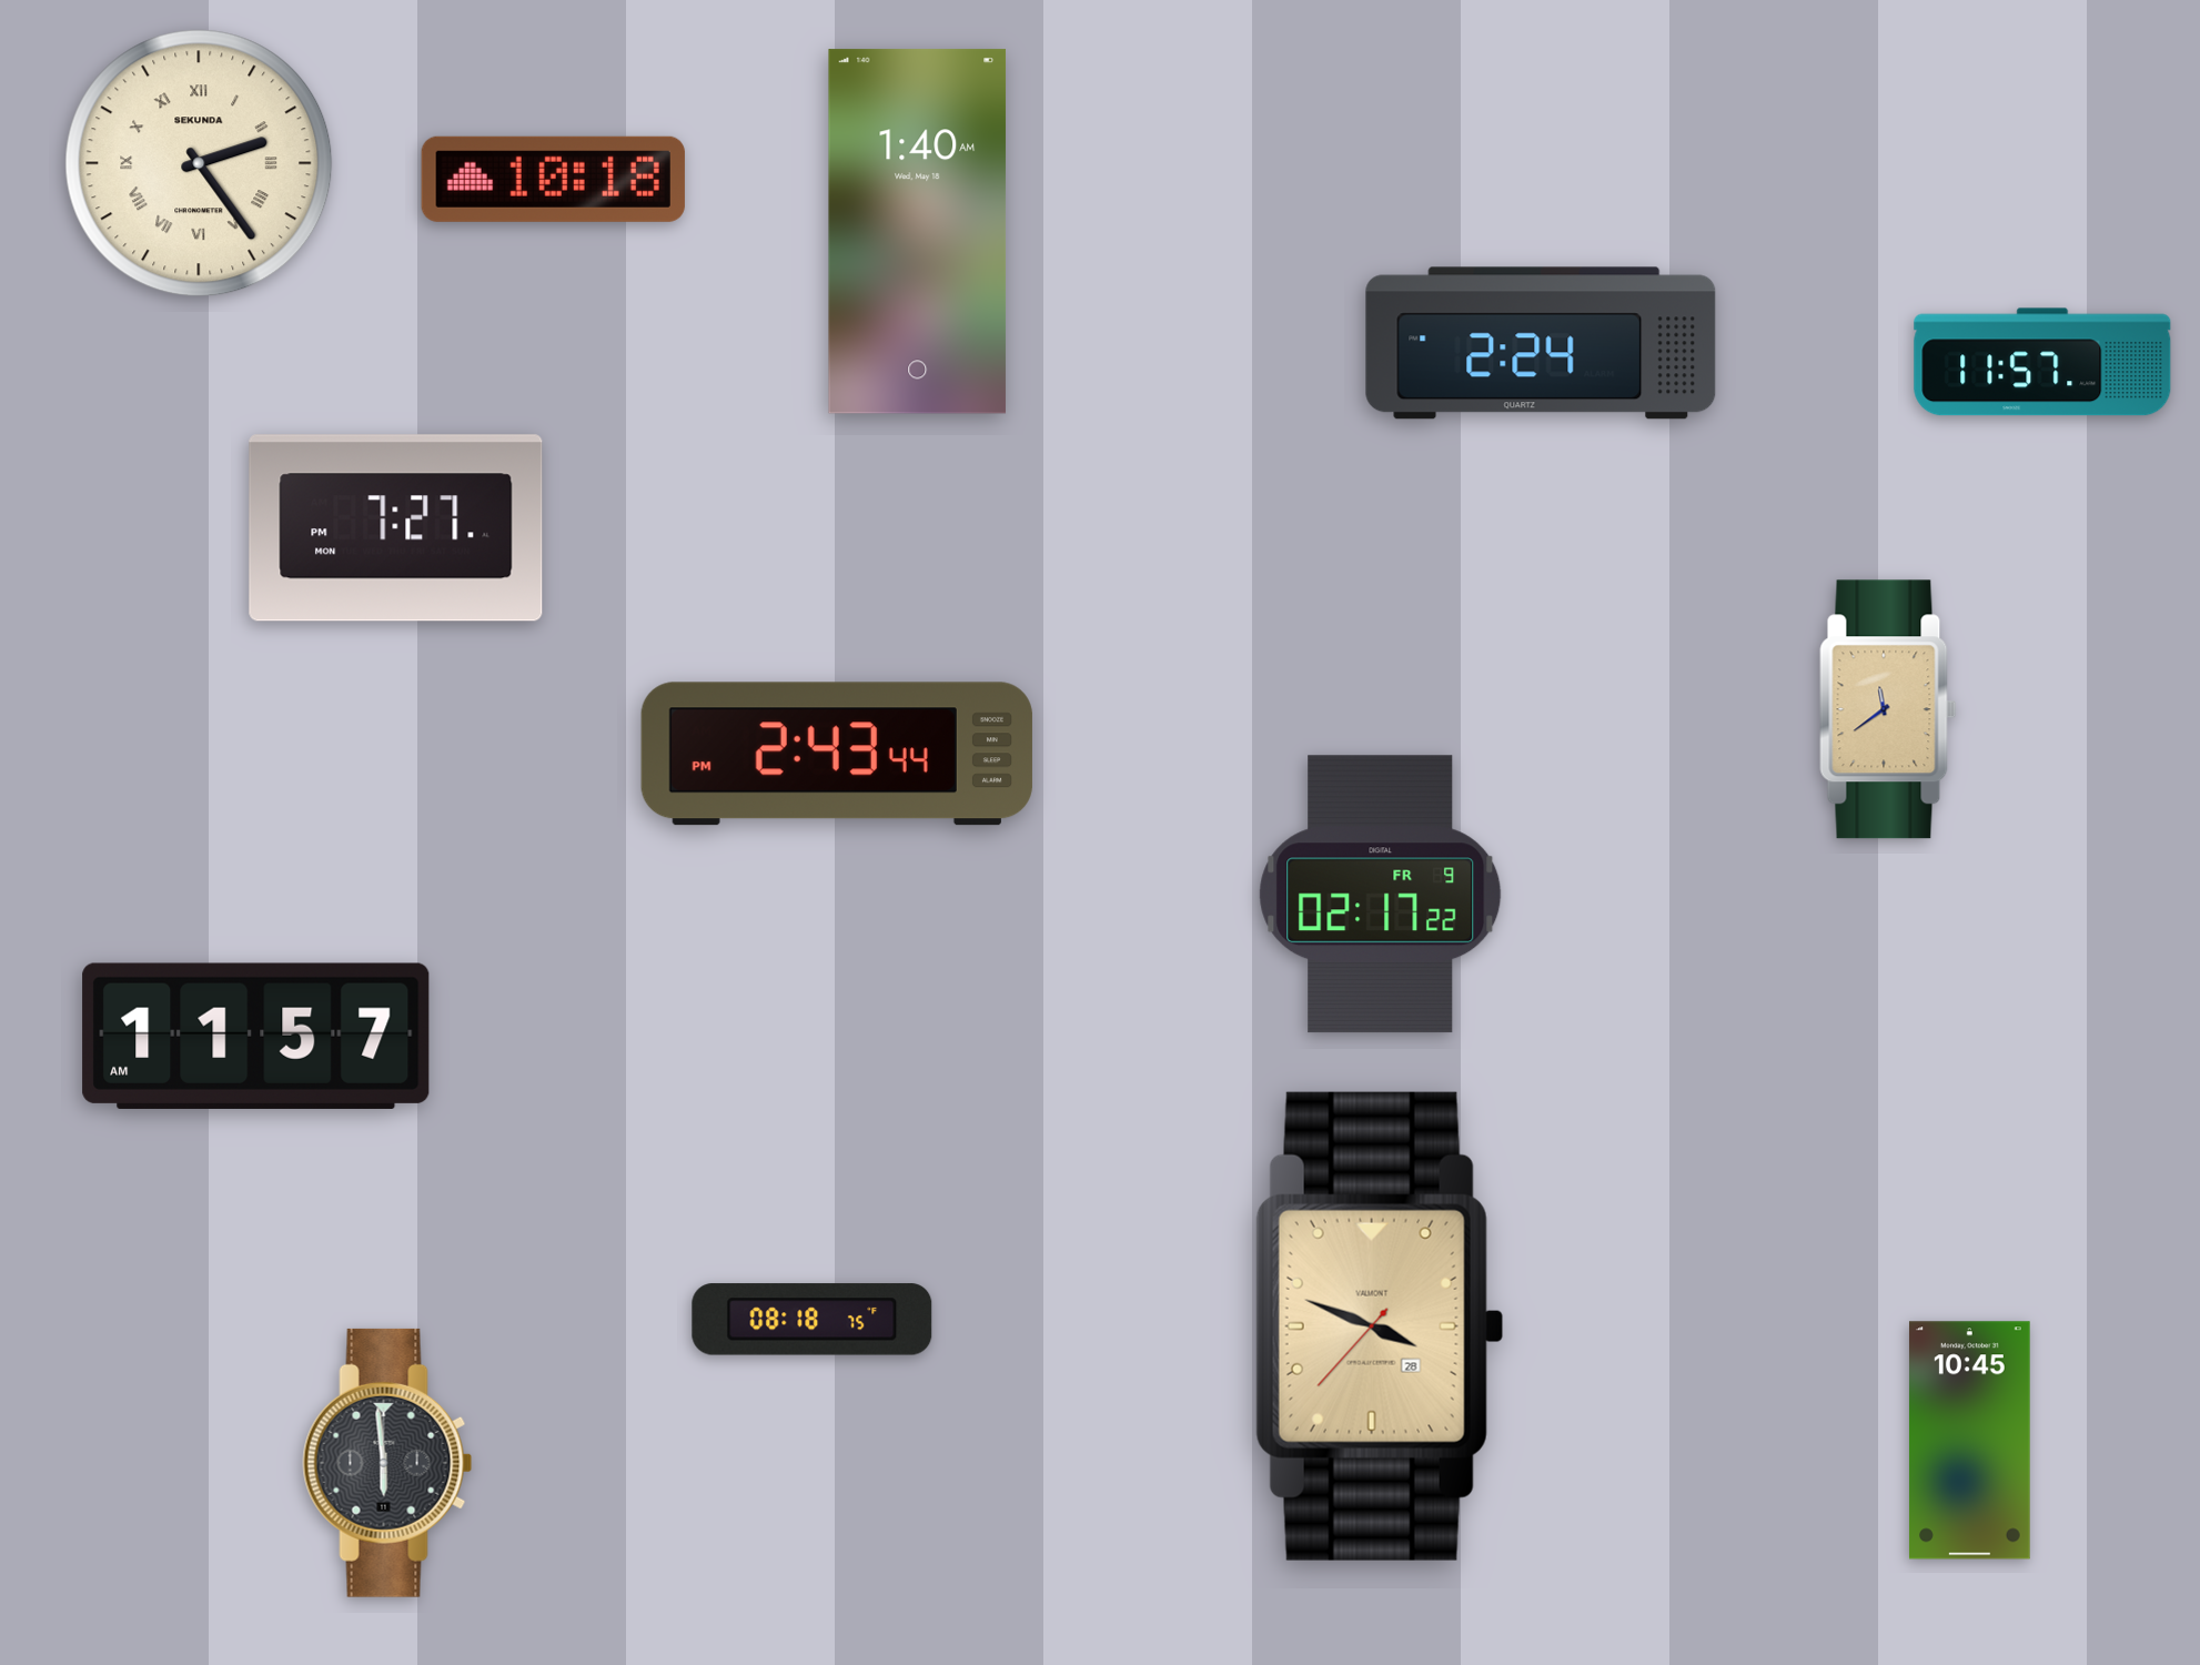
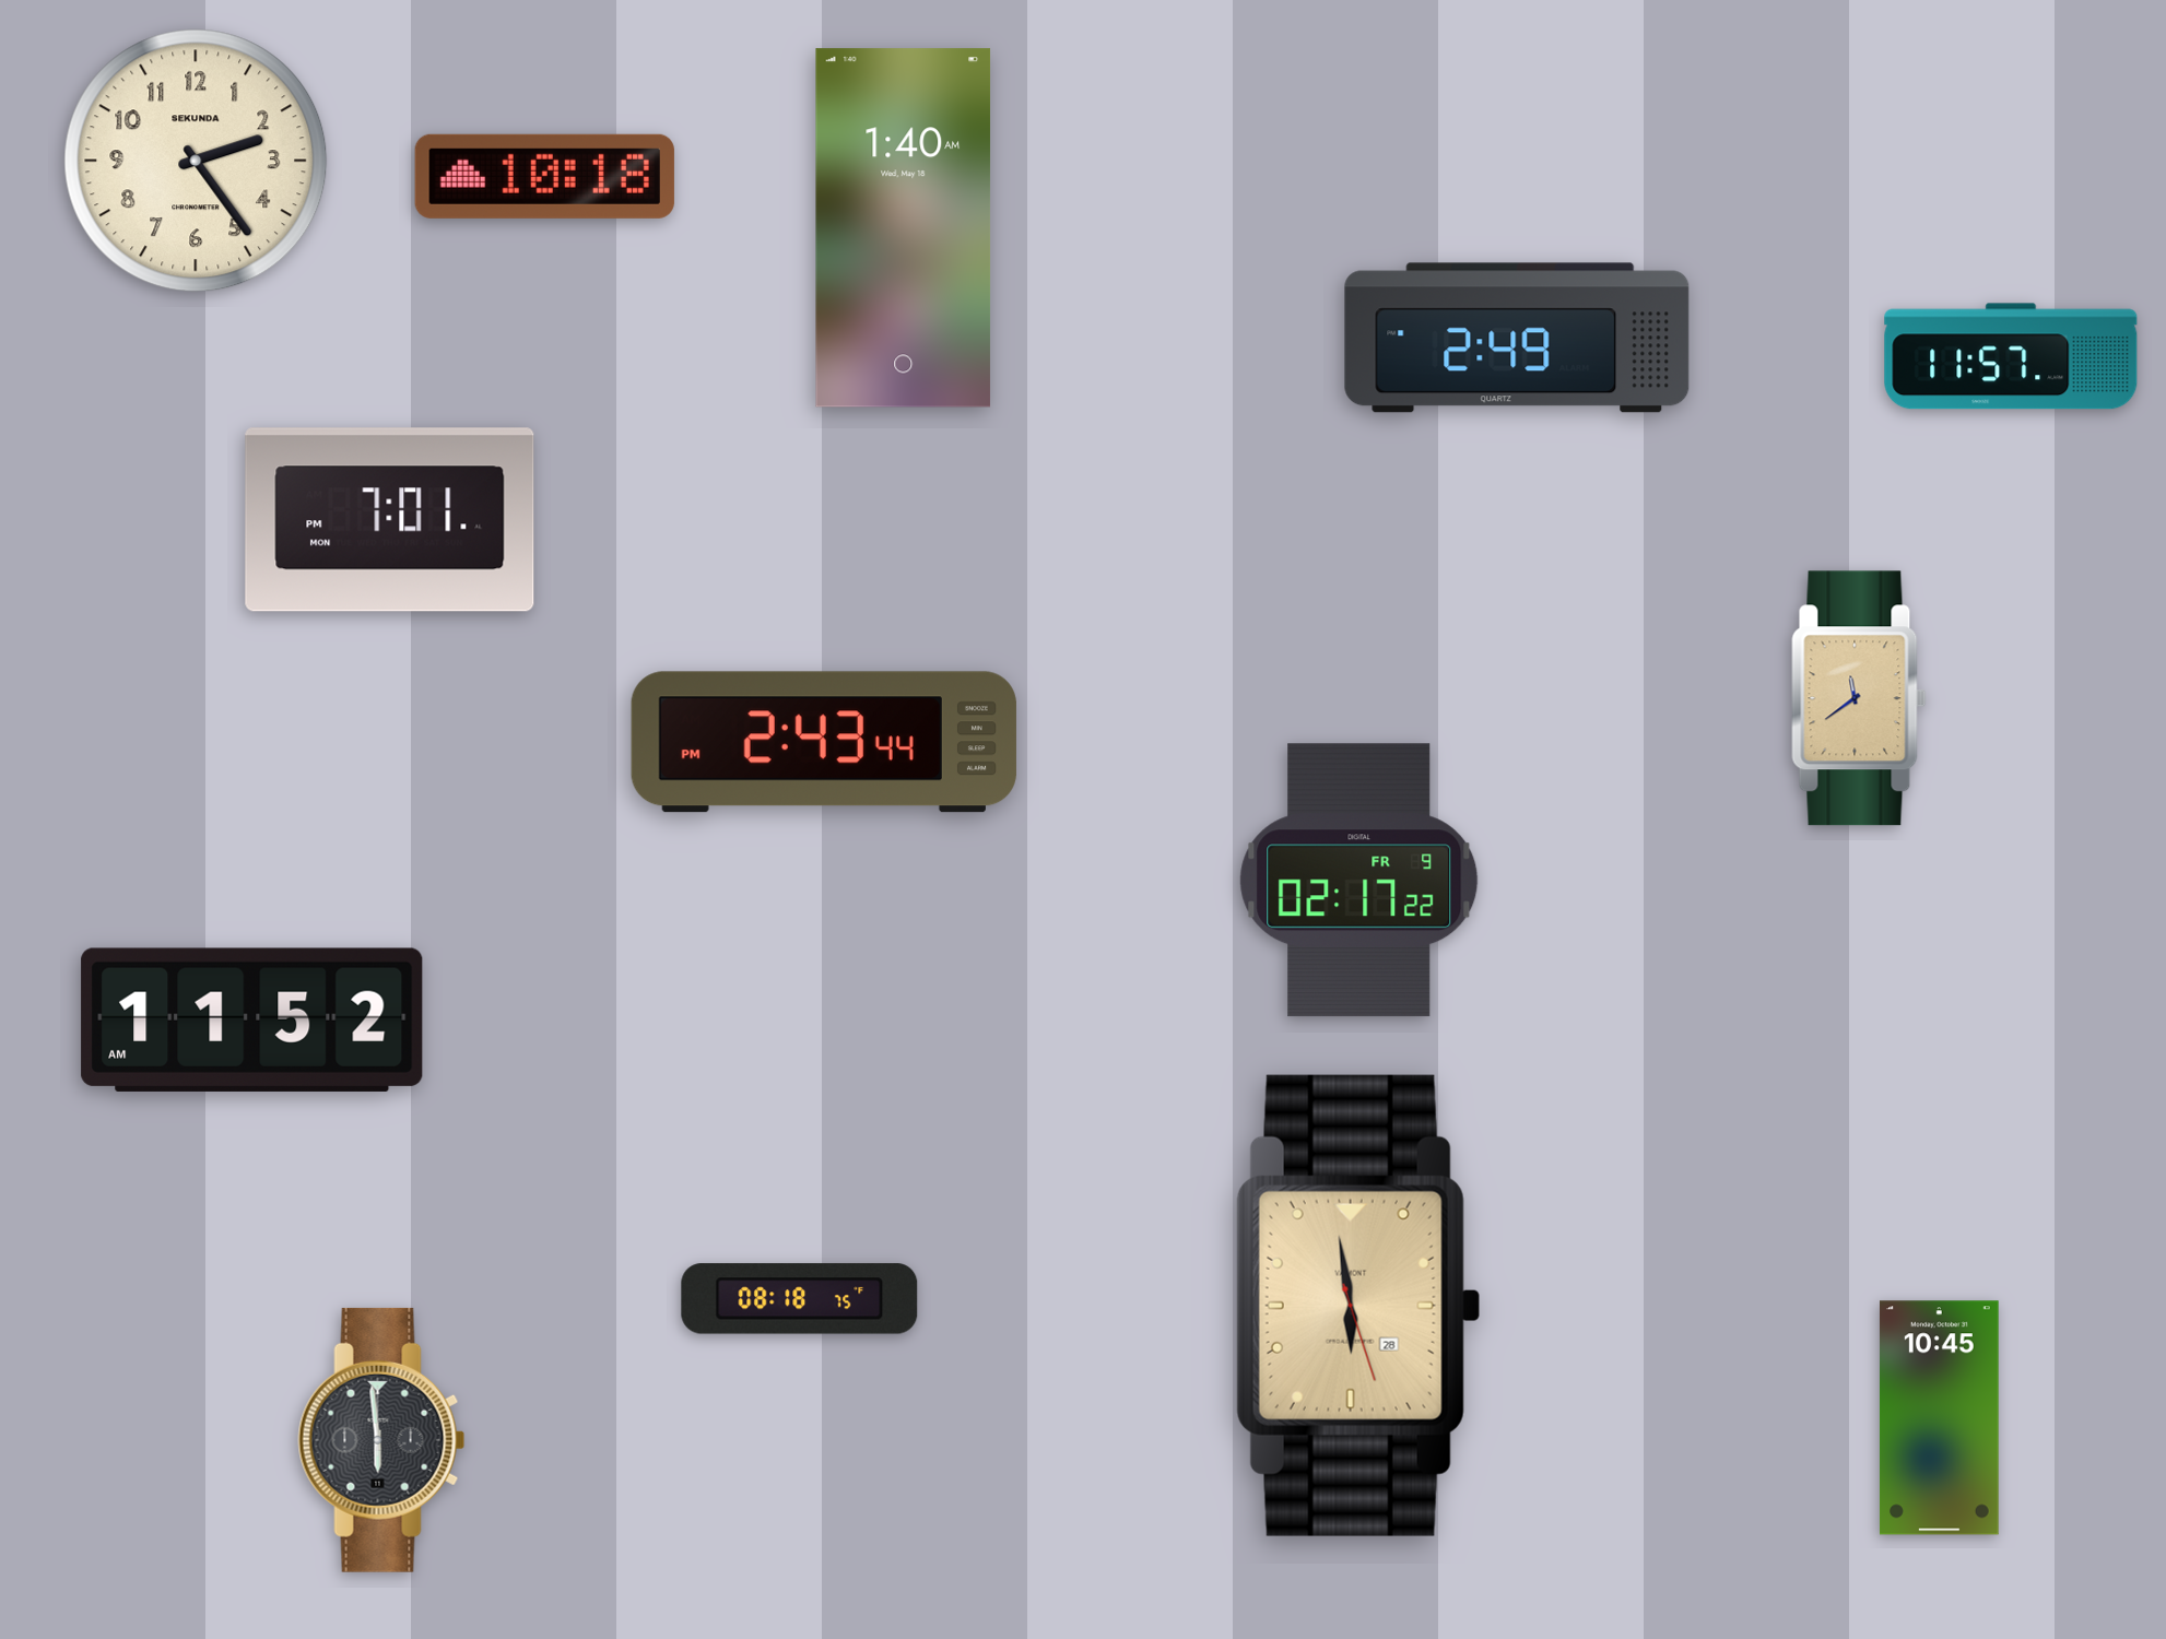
clock at (199, 163) numerals: Roman -> Arabic
clock at (1541, 343): 2:24 -> 2:49
clock at (396, 528): 7:27 -> 7:01
clock at (256, 1036): 11:57 -> 11:52
clock at (1380, 1326): 3:48 -> 5:58
